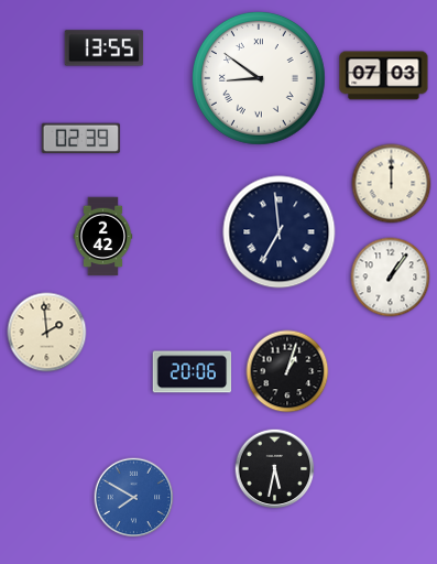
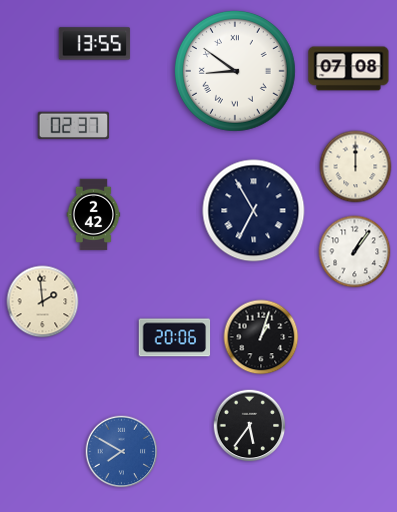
clock at (384, 76): 07:03 -> 07:08
clock at (81, 139): 02:39 -> 02:37
clock at (280, 232): 6:59 -> 6:55
clock at (275, 469): 5:32 -> 5:36
